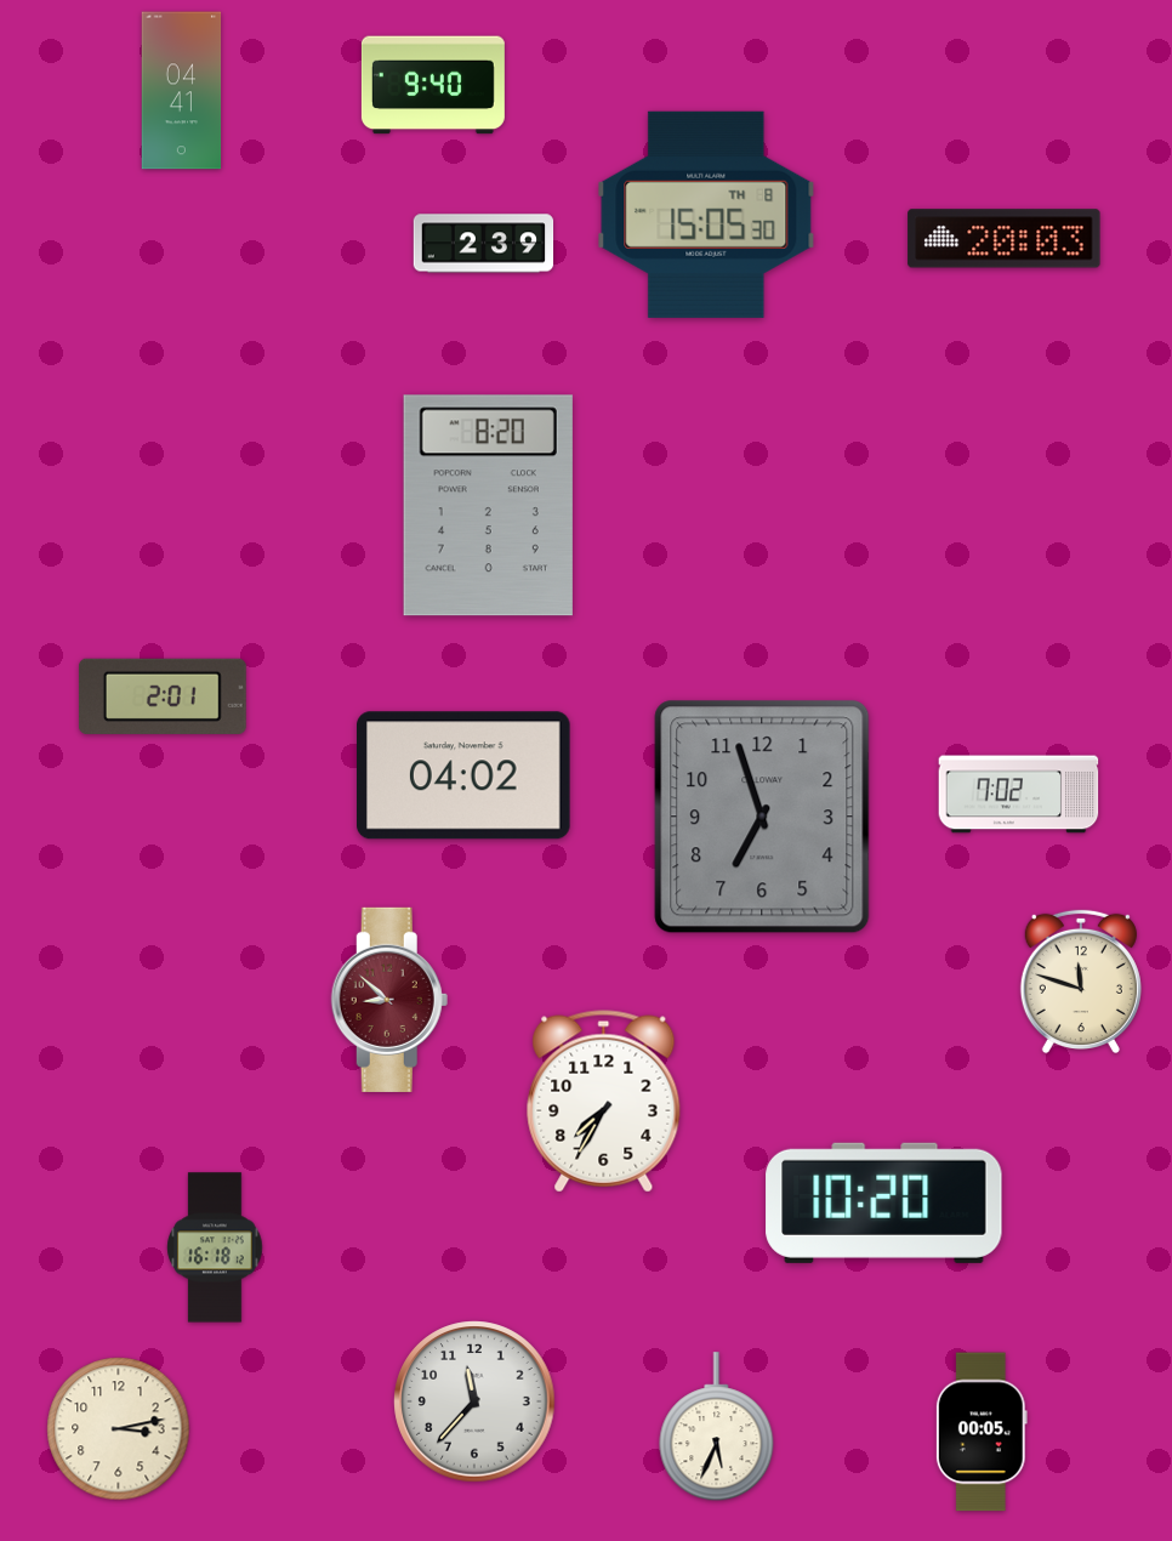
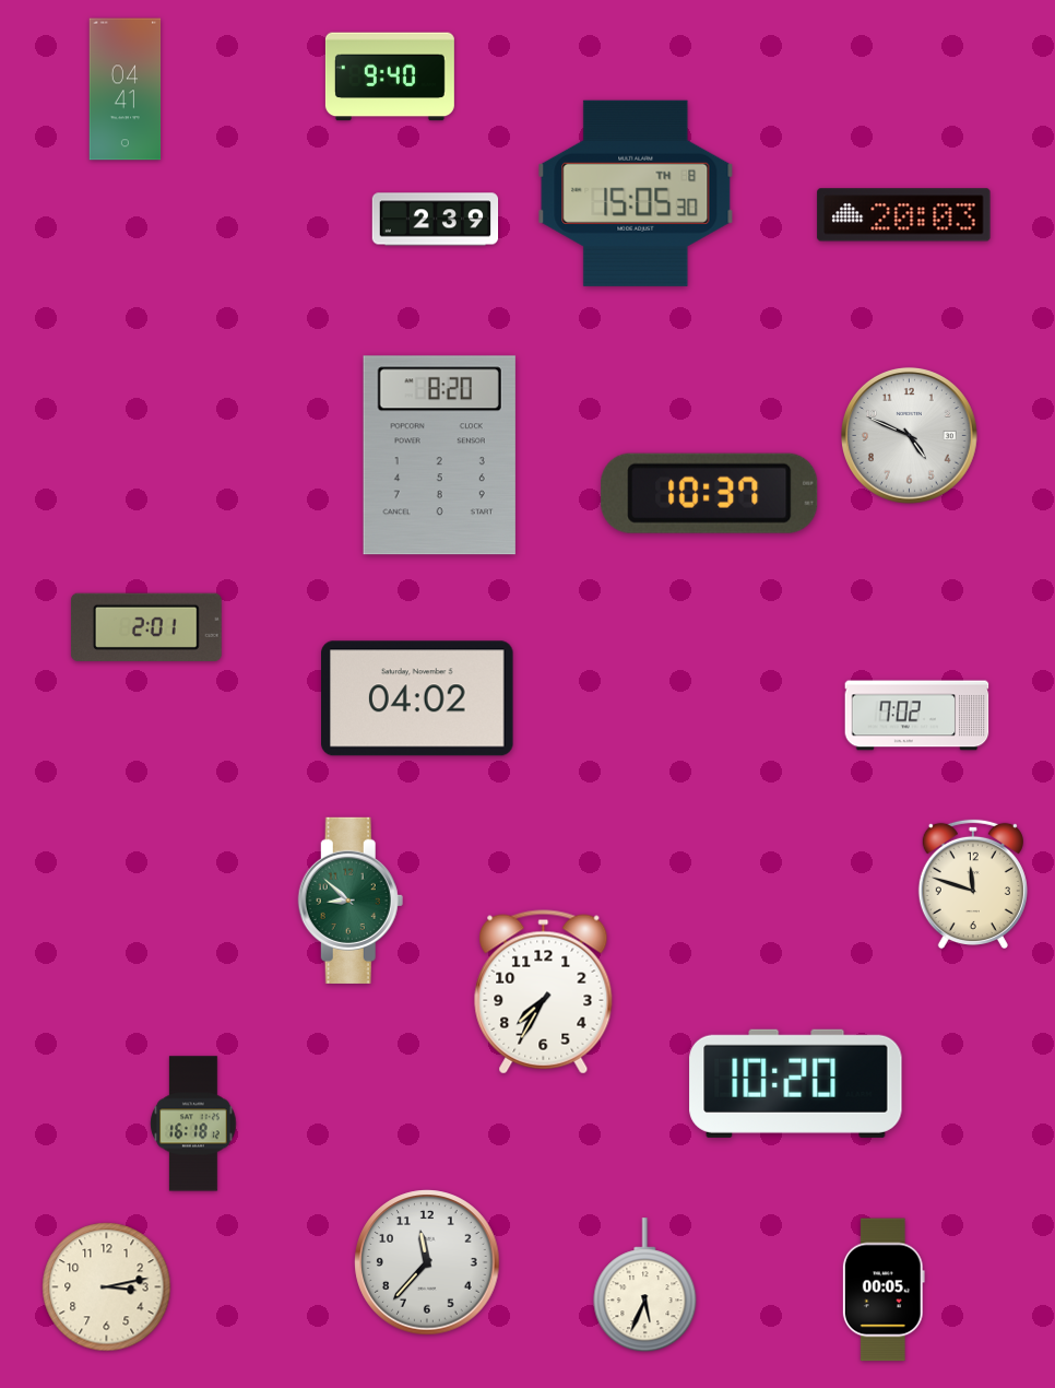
clock at (182, 91) position: (182, 91) -> (126, 90)
clock at (909, 435): none -> 4:49
clock at (710, 493): none -> 10:37
clock at (762, 817): 6:57 -> none
clock at (389, 1000) dial: burgundy -> green
